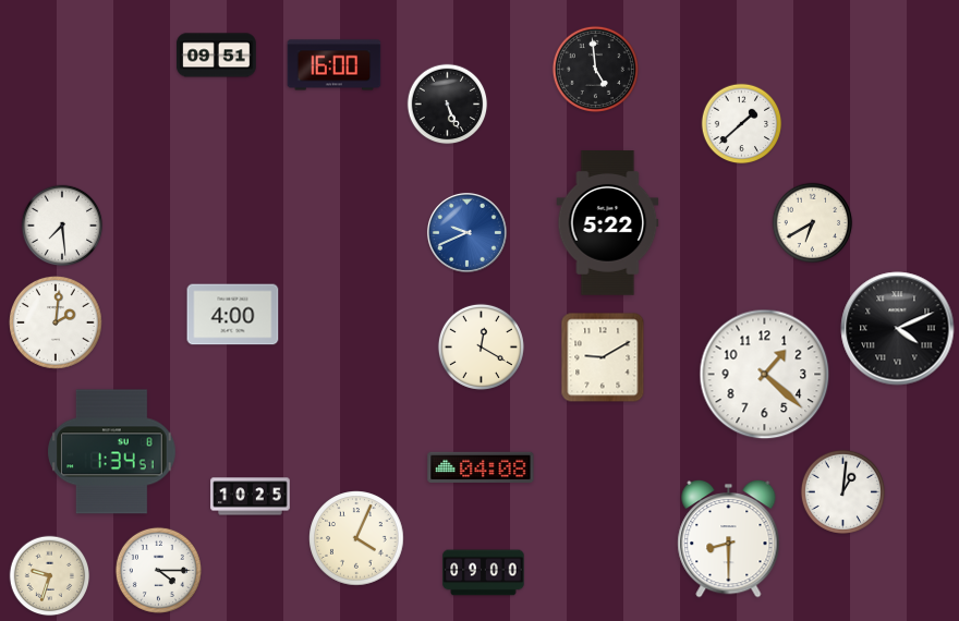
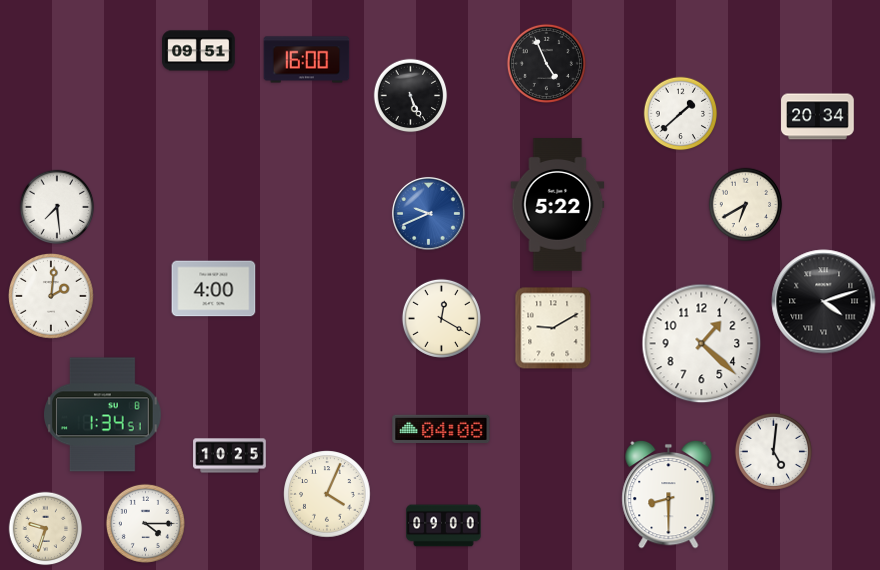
clock at (595, 69): 4:59 -> 4:56
clock at (818, 117): none -> 20:34
clock at (898, 329): 4:11 -> 4:12
clock at (842, 491): 1:01 -> 5:01
